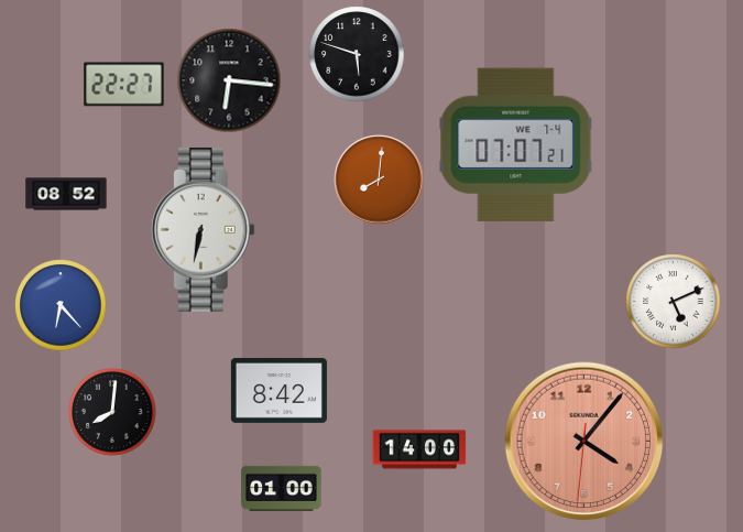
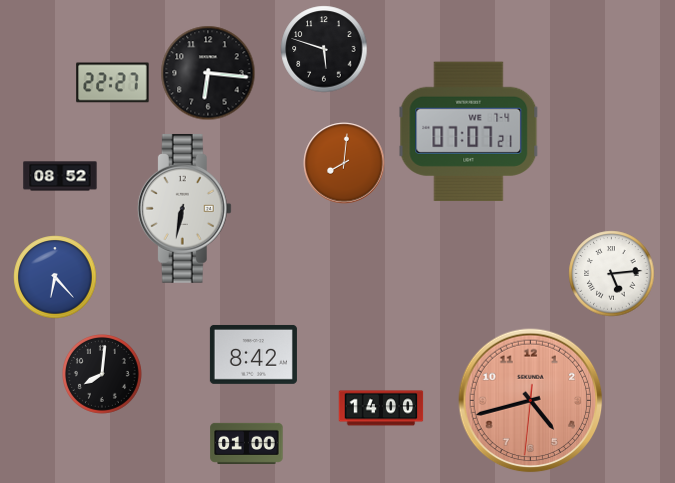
clock at (124, 85) position: (124, 85) -> (113, 83)
clock at (674, 302): 5:11 -> 5:14
clock at (584, 442): 4:06 -> 4:42
clock at (282, 488) position: (282, 488) -> (247, 443)
